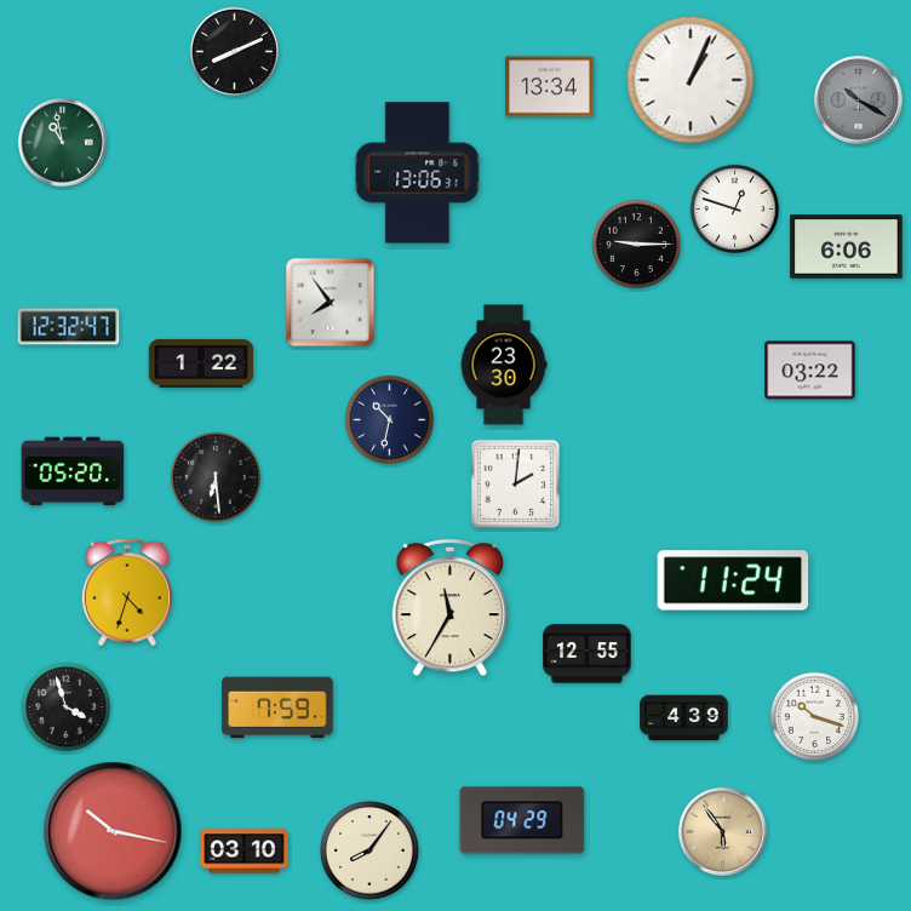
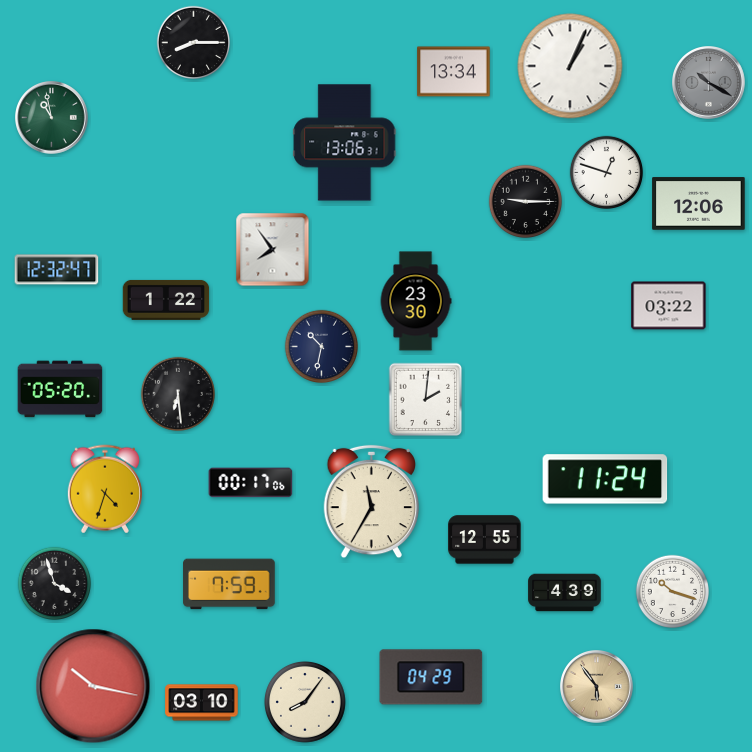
clock at (234, 51): 8:11 -> 8:15
clock at (847, 247): 6:06 -> 12:06
clock at (251, 483): none -> 00:17
